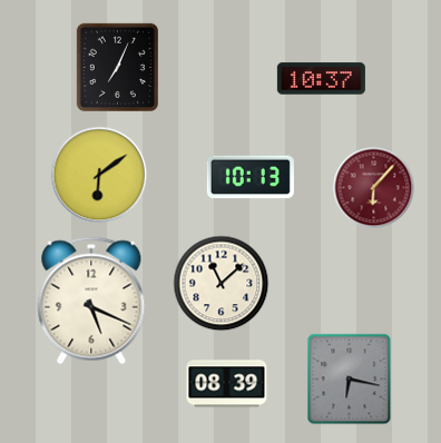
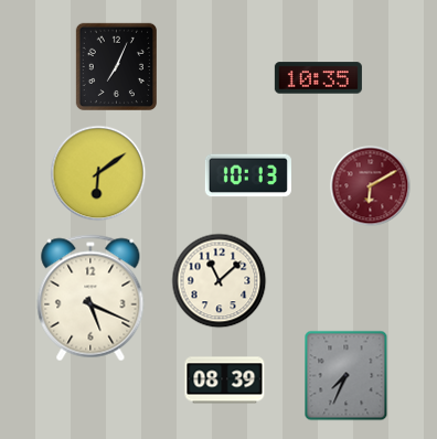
clock at (321, 79): 10:37 -> 10:35
clock at (374, 188): 6:07 -> 6:10
clock at (350, 380): 6:17 -> 7:34
